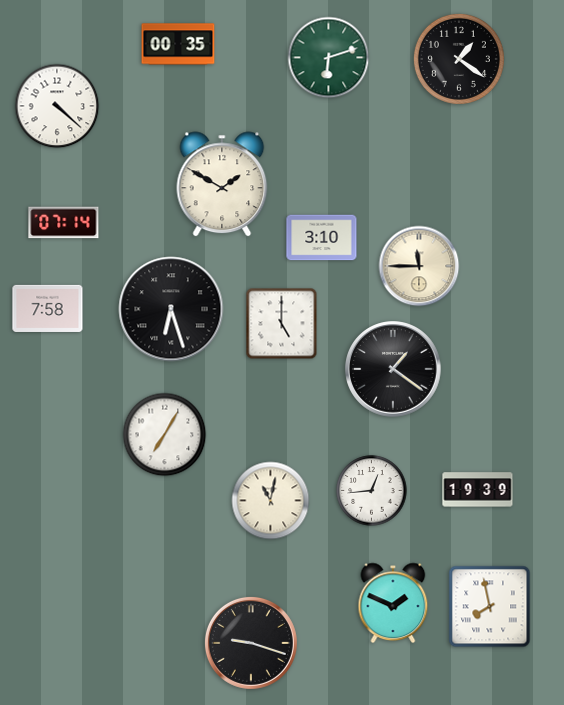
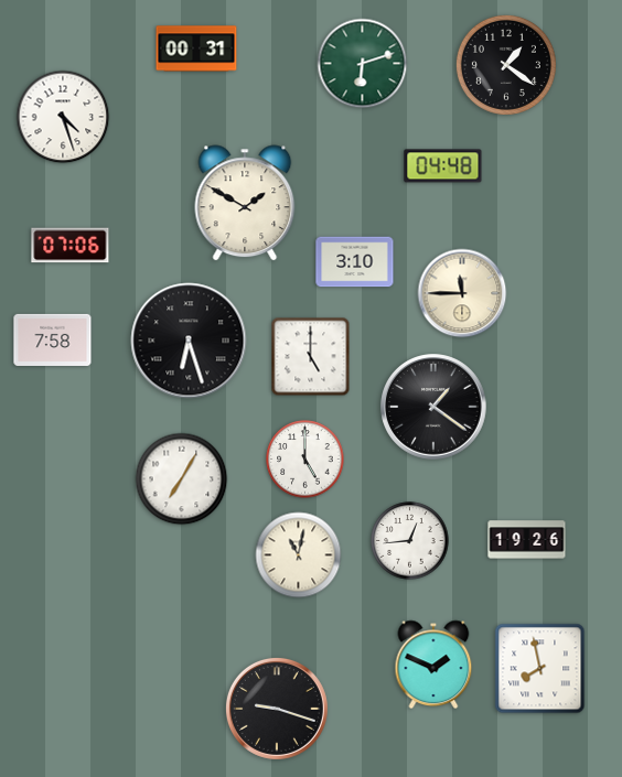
clock at (178, 44): 00:35 -> 00:31
clock at (57, 106): 4:22 -> 4:27
clock at (443, 166): none -> 04:48
clock at (64, 223): 07:14 -> 07:06
clock at (305, 460): none -> 5:00
clock at (478, 490): 19:39 -> 19:26
clock at (271, 501) position: (271, 501) -> (299, 555)
